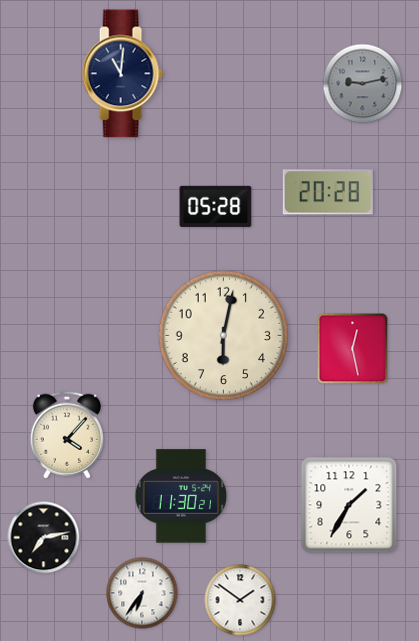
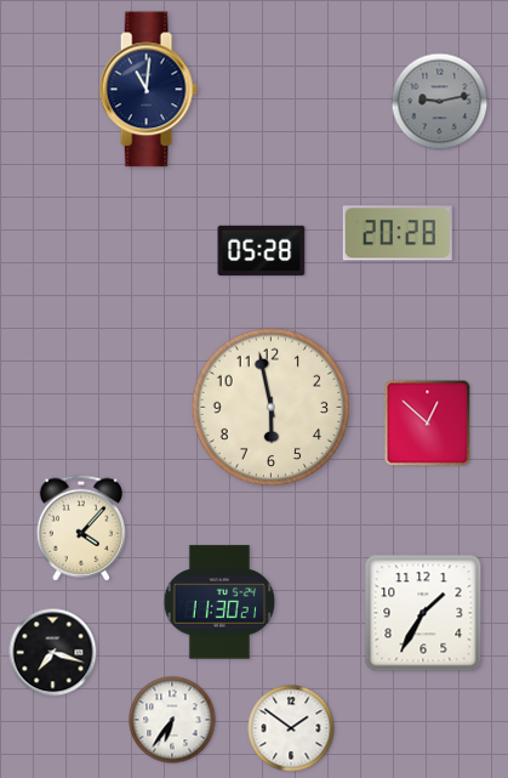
clock at (224, 336): 6:02 -> 5:58
clock at (353, 349): 12:28 -> 12:52
clock at (44, 538): 7:13 -> 7:18
